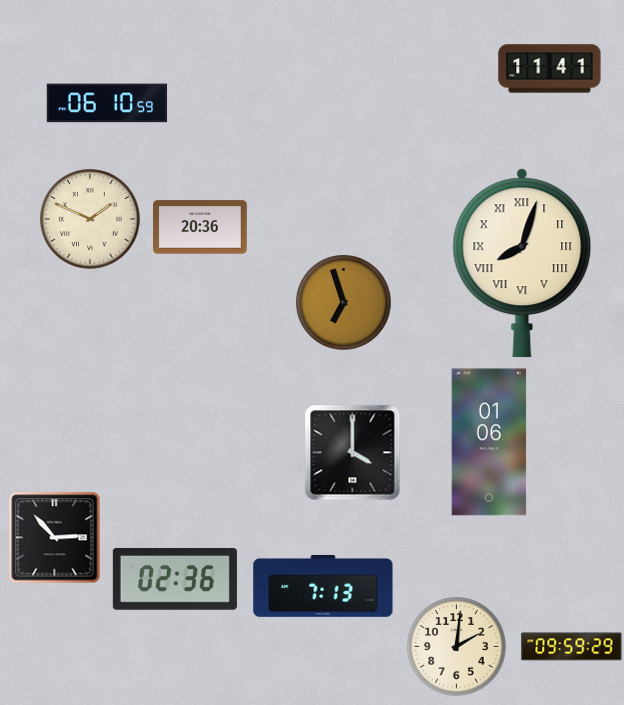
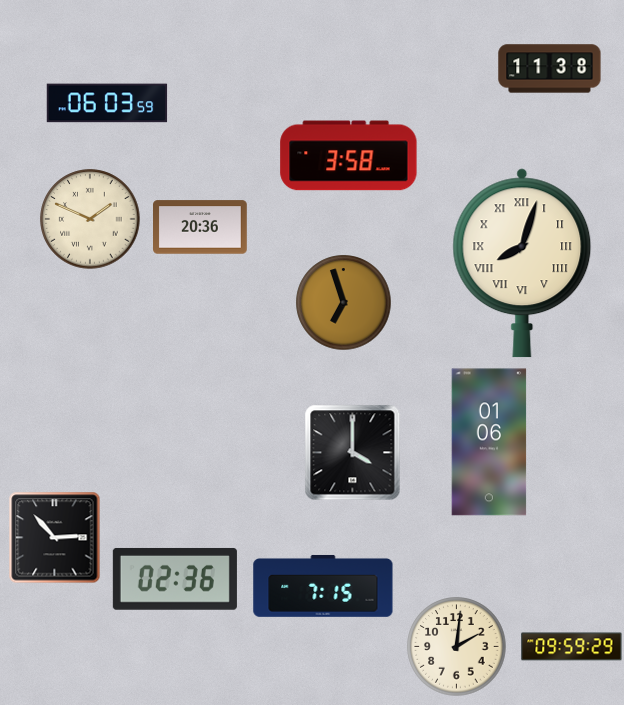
clock at (550, 69): 11:41 -> 11:38
clock at (107, 103): 06:10 -> 06:03
clock at (349, 156): none -> 3:58
clock at (323, 586): 7:13 -> 7:15
